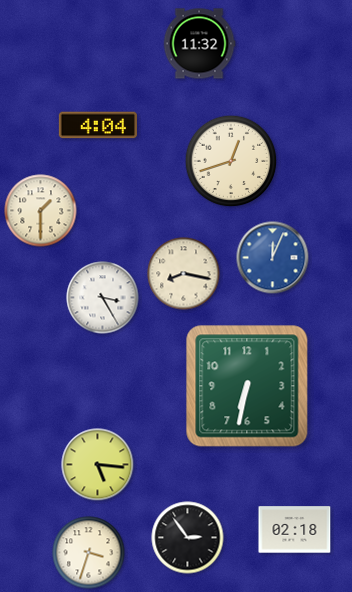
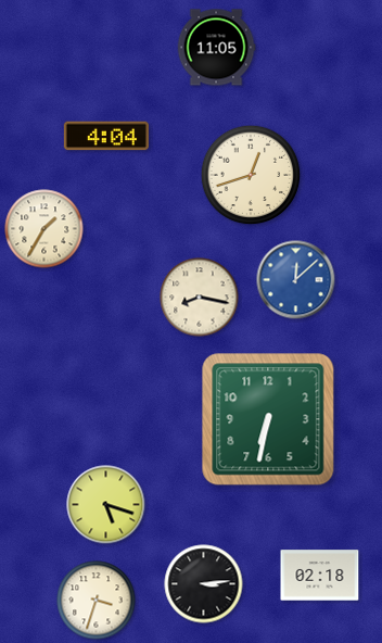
clock at (199, 44): 11:32 -> 11:05
clock at (41, 211): 1:30 -> 1:35
clock at (273, 258): 12:04 -> 12:08
clock at (103, 298): 3:25 -> none
clock at (98, 465): 5:16 -> 5:18
clock at (188, 538): 2:54 -> 3:14
